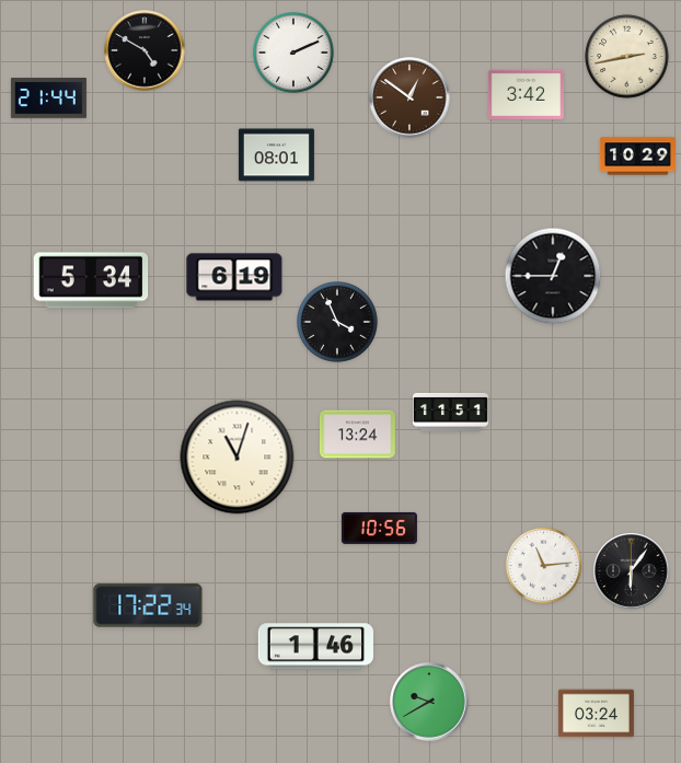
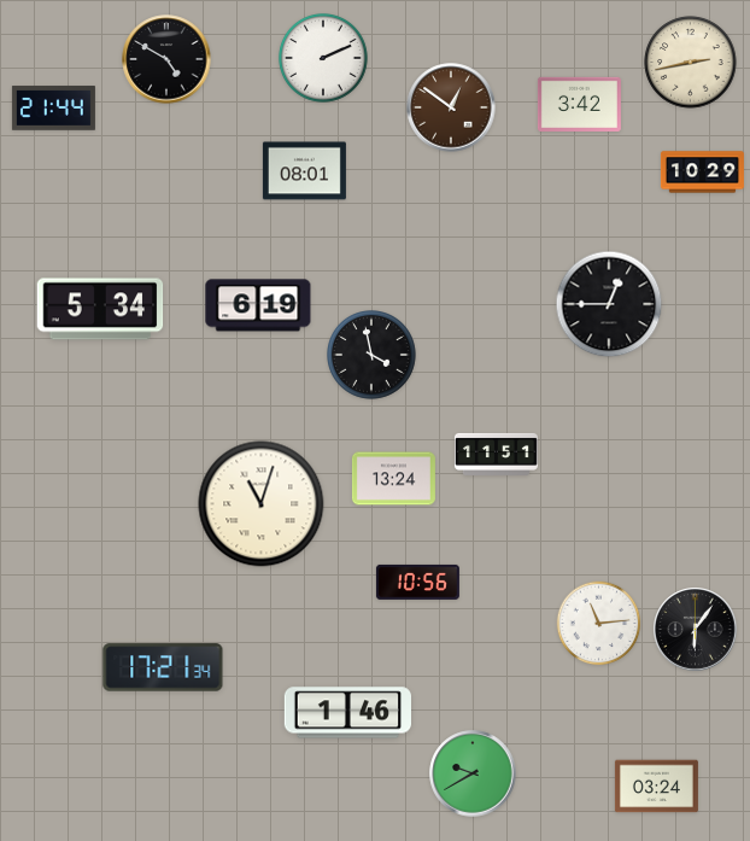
clock at (145, 50) position: (145, 50) -> (166, 59)
clock at (338, 323): 3:56 -> 3:58
clock at (148, 605): 17:22 -> 17:21
